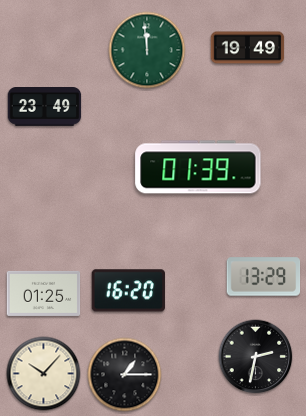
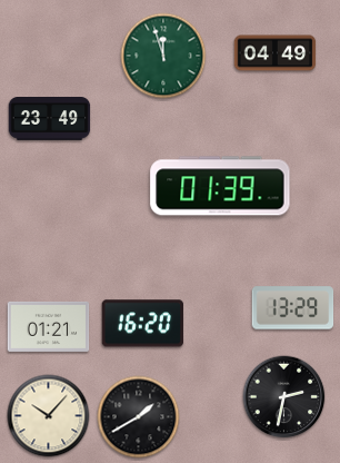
clock at (248, 48): 19:49 -> 04:49
clock at (147, 50): 11:59 -> 11:57
clock at (44, 293): 01:25 -> 01:21
clock at (125, 375): 1:15 -> 1:40
